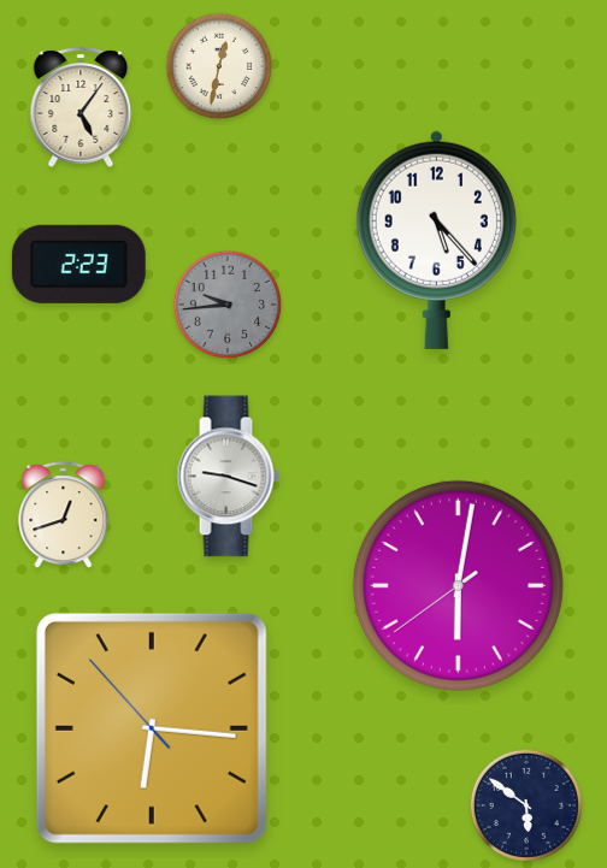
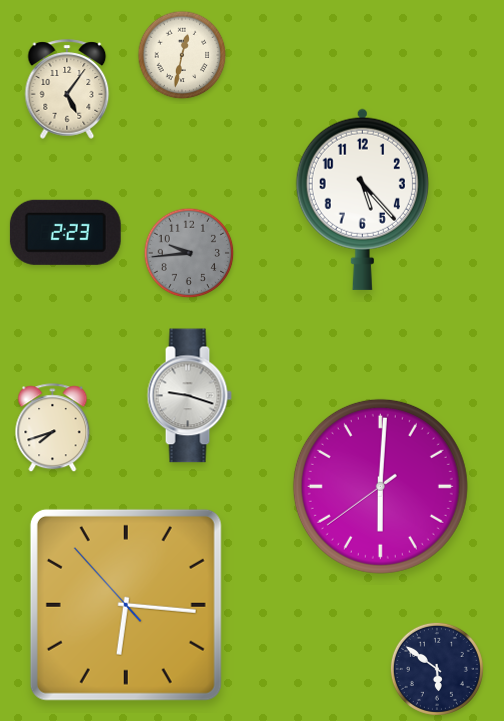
clock at (78, 264) position: (78, 264) -> (65, 232)
clock at (64, 515): 12:42 -> 7:42
clock at (458, 585): 6:01 -> 6:00
